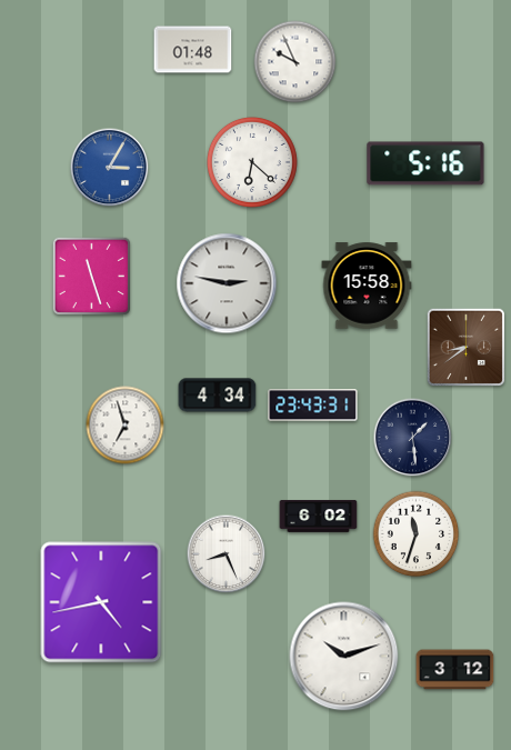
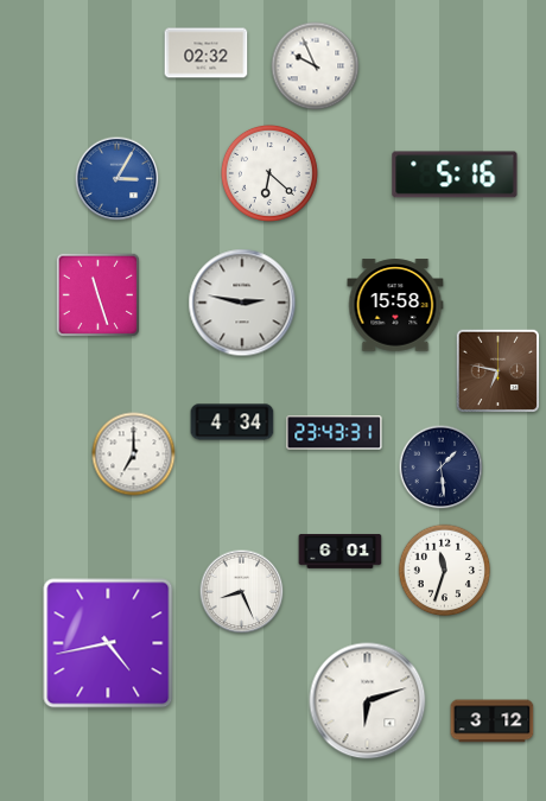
clock at (193, 50): 01:48 -> 02:32
clock at (367, 286) position: (367, 286) -> (395, 305)
clock at (465, 347): 8:39 -> 6:47
clock at (126, 426): 6:57 -> 7:00
clock at (319, 517): 6:02 -> 6:01
clock at (344, 657): 10:12 -> 6:12
clock at (455, 670) position: (455, 670) -> (493, 721)
